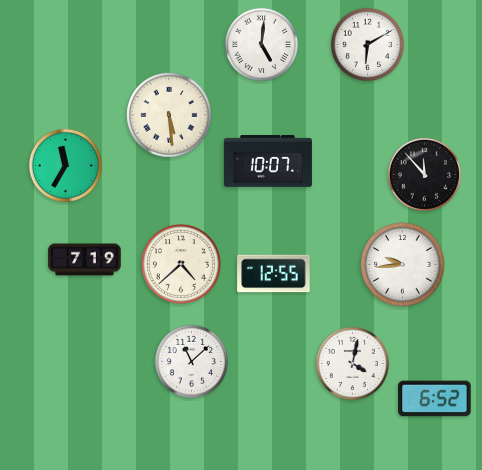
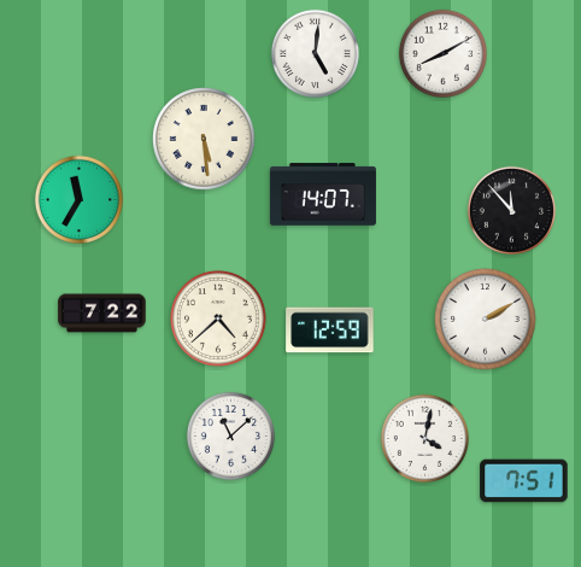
clock at (367, 44): 6:10 -> 8:10
clock at (268, 161): 10:07 -> 14:07
clock at (85, 260): 7:19 -> 7:22
clock at (403, 265): 9:44 -> 2:10
clock at (274, 274): 12:55 -> 12:59
clock at (435, 399): 6:52 -> 7:51
